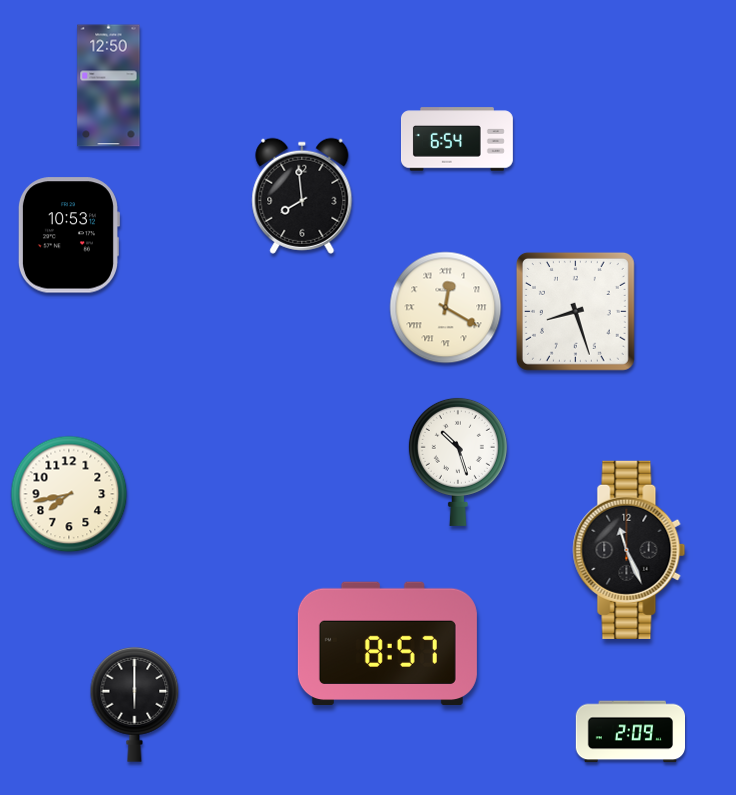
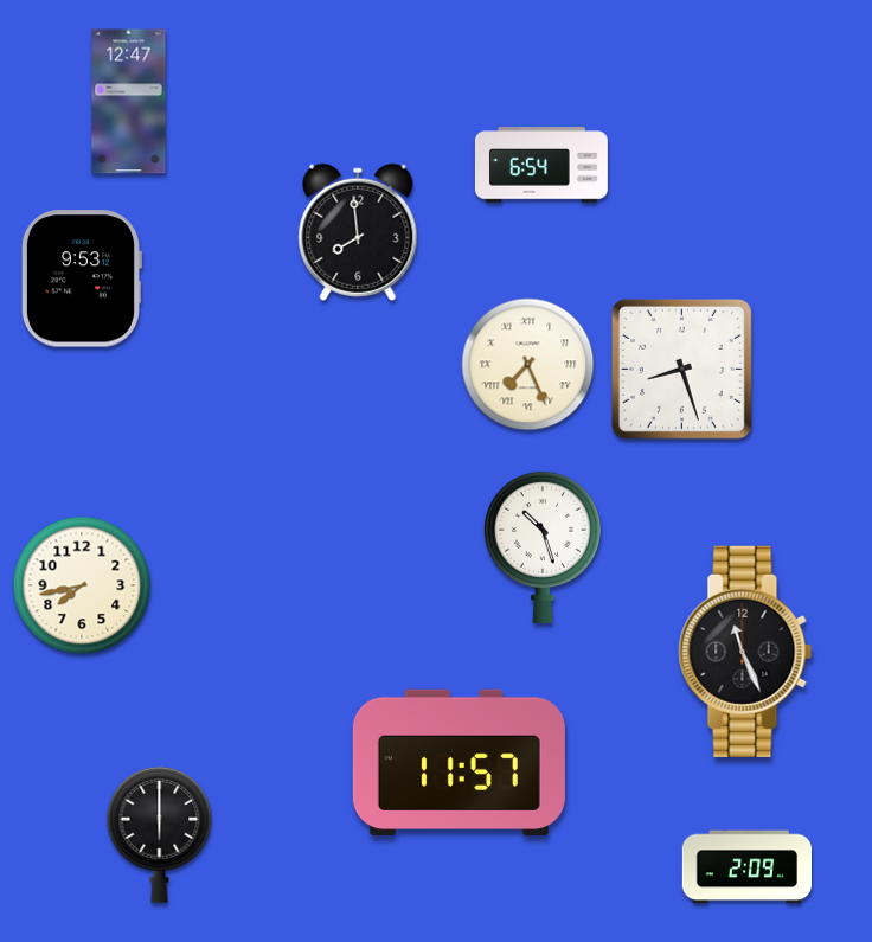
clock at (109, 86): 12:50 -> 12:47
clock at (68, 235): 10:53 -> 9:53
clock at (446, 308): 12:20 -> 7:26
clock at (387, 644): 8:57 -> 11:57
